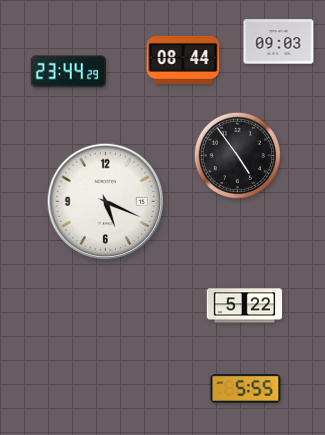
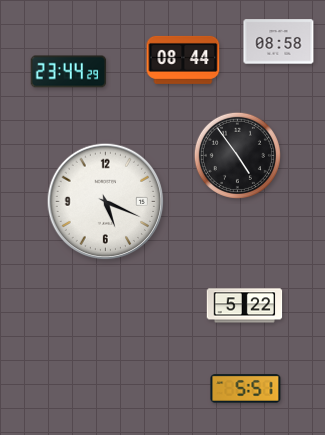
clock at (279, 42): 09:03 -> 08:58
clock at (246, 389): 5:55 -> 5:51
